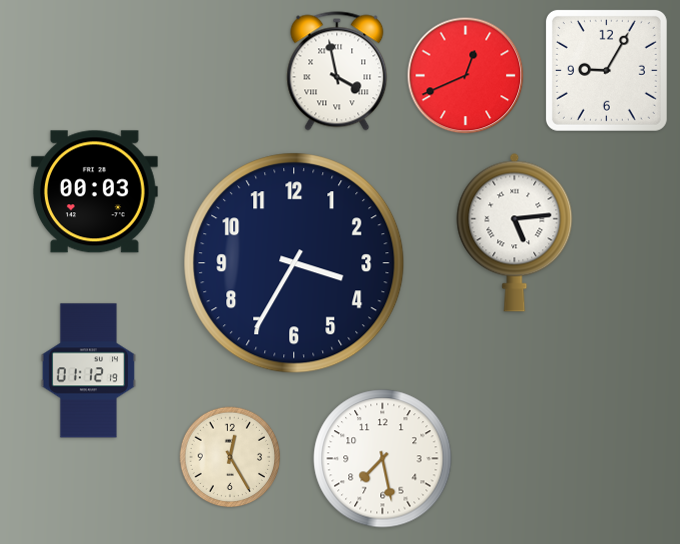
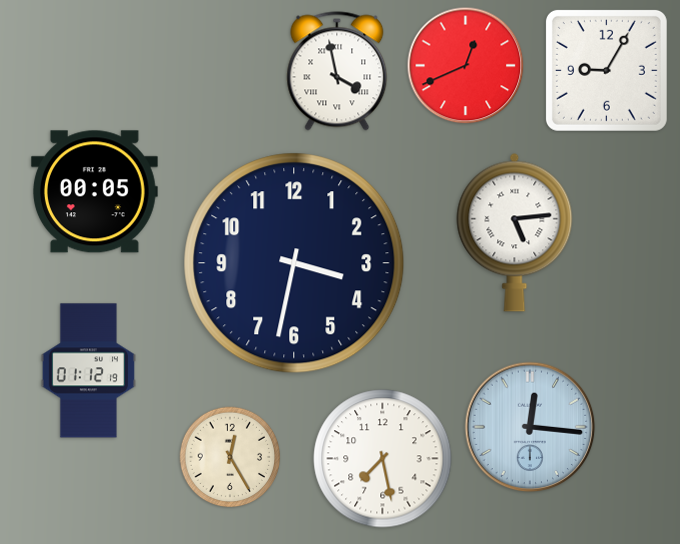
clock at (466, 76) position: (466, 76) -> (466, 66)
clock at (94, 192): 00:03 -> 00:05
clock at (294, 263): 3:35 -> 3:32
clock at (530, 427): none -> 12:16
